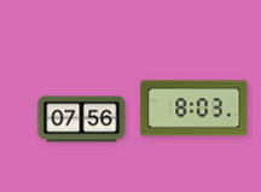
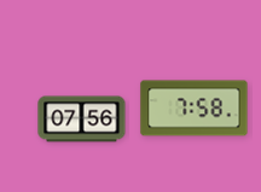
clock at (195, 109): 8:03 -> 7:58
